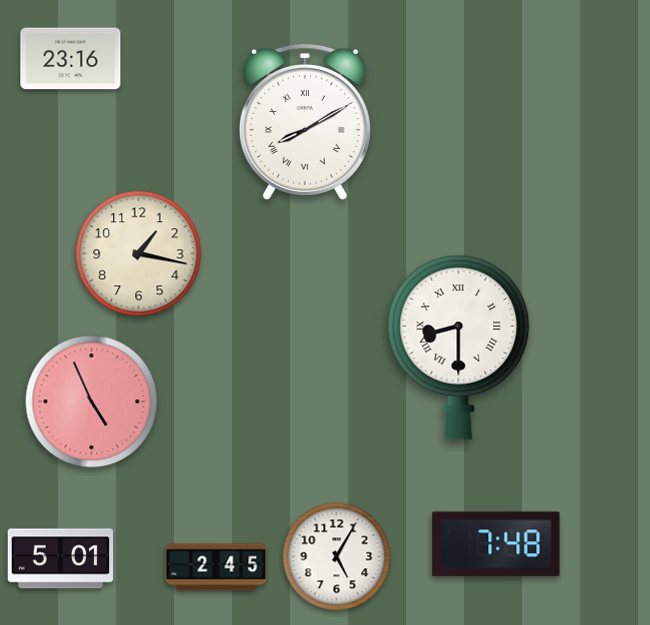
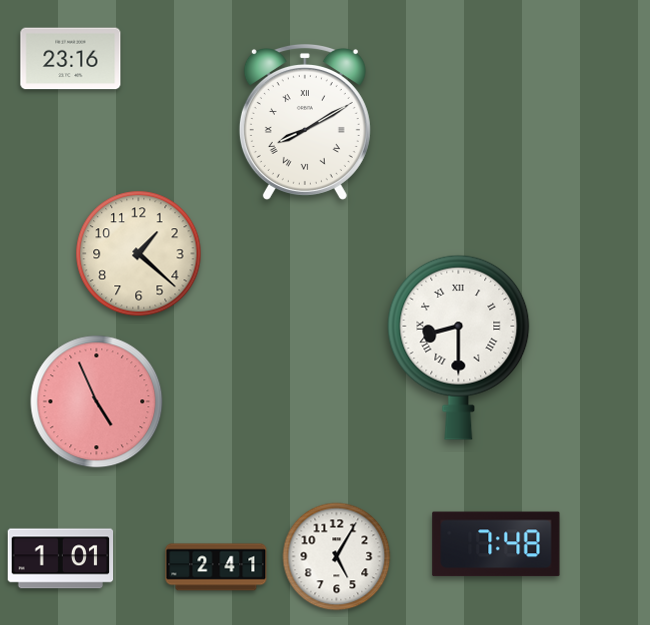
clock at (139, 254): 1:17 -> 1:22
clock at (92, 402) position: (92, 402) -> (97, 402)
clock at (61, 559): 5:01 -> 1:01
clock at (216, 567): 2:45 -> 2:41
